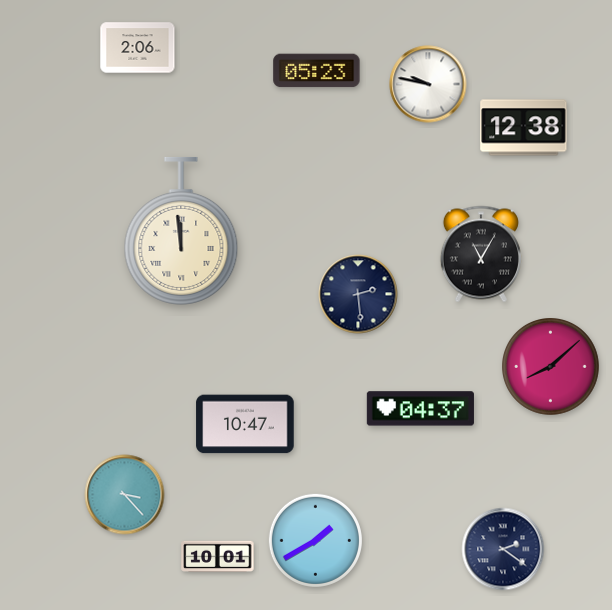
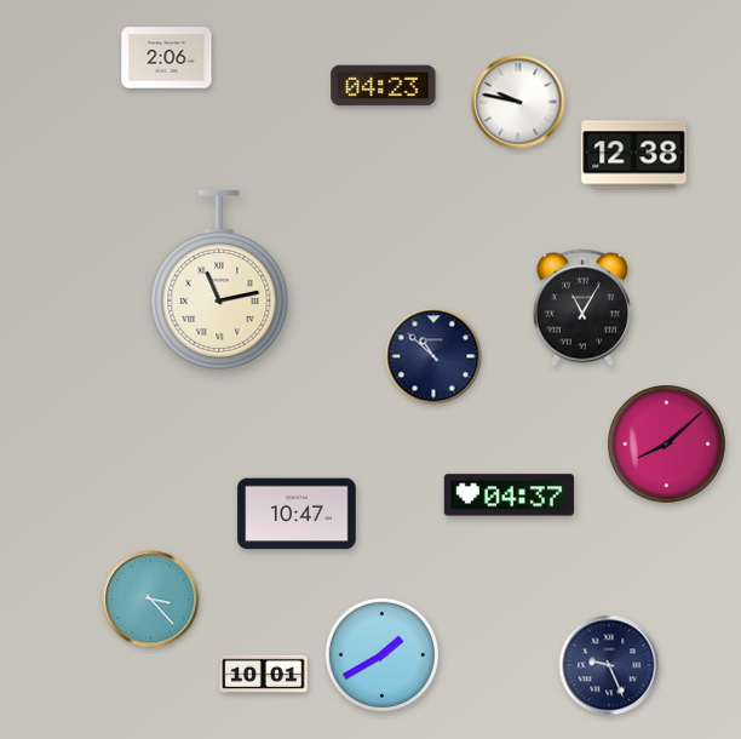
clock at (317, 71): 05:23 -> 04:23
clock at (181, 231): 11:59 -> 11:13
clock at (358, 294): 2:29 -> 10:52
clock at (503, 549): 2:21 -> 9:26
